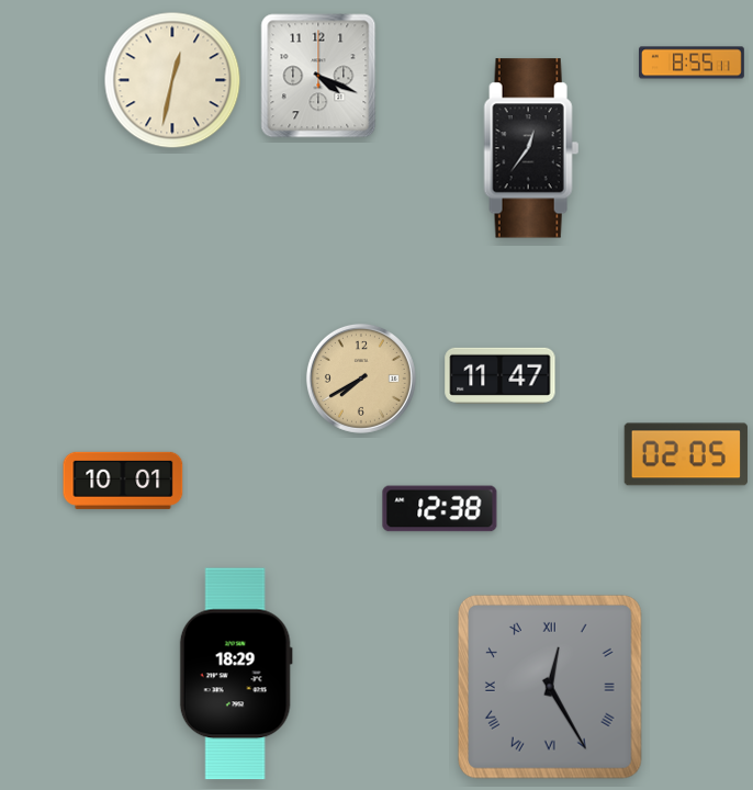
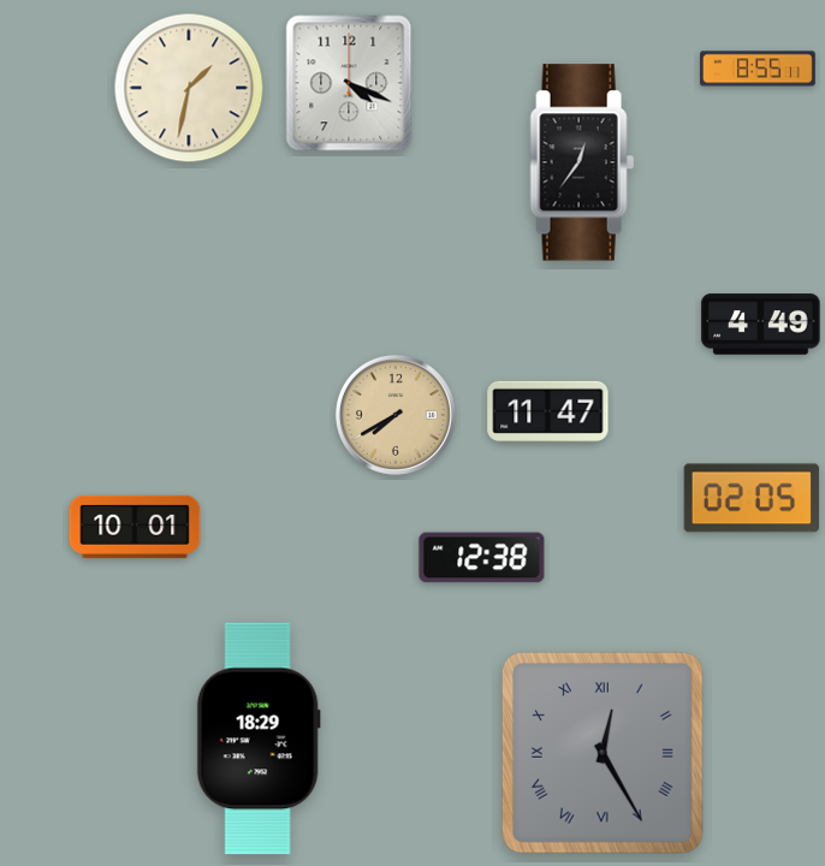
clock at (172, 80): 12:32 -> 1:32
clock at (761, 325): none -> 4:49
